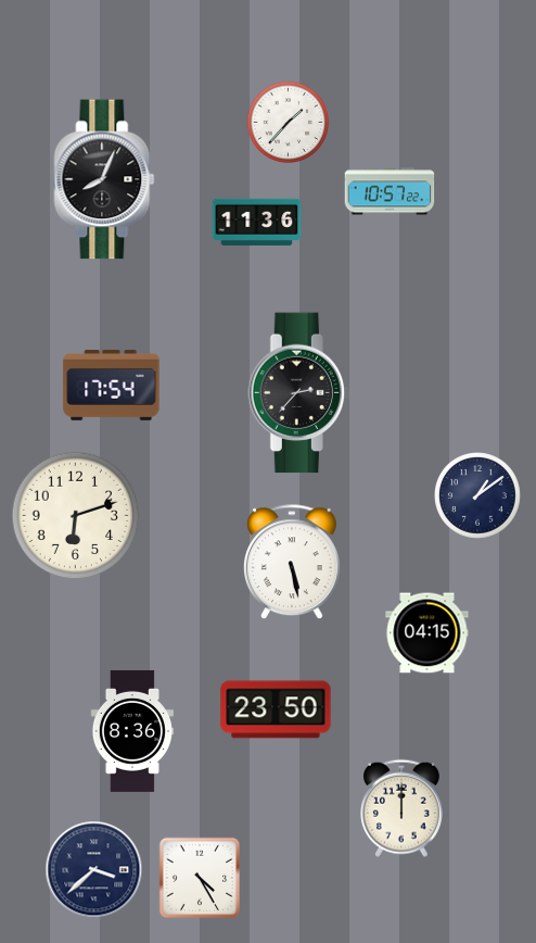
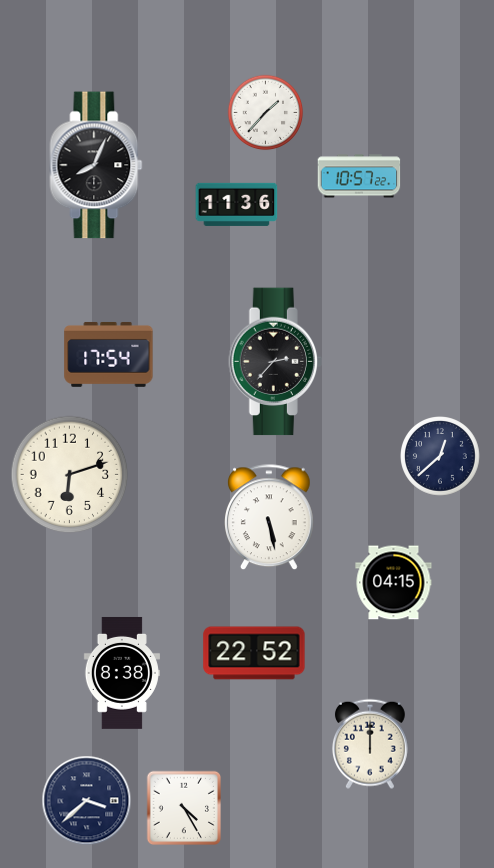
clock at (112, 385) position: (112, 385) -> (109, 354)
clock at (478, 496): 1:09 -> 12:38
clock at (276, 709): 23:50 -> 22:52
clock at (132, 731): 8:36 -> 8:38
